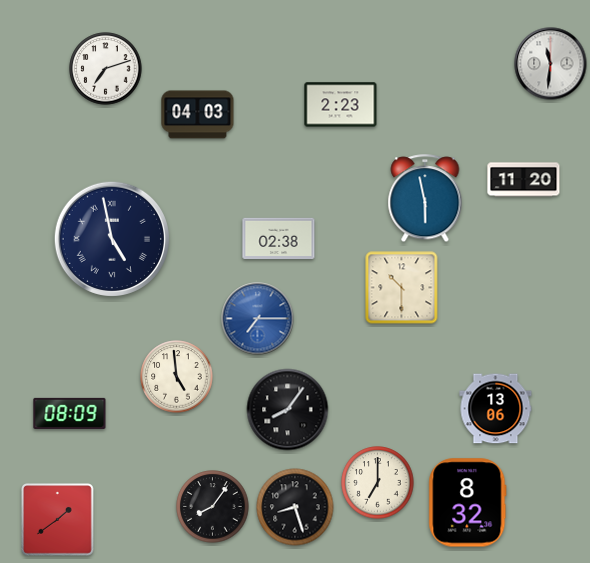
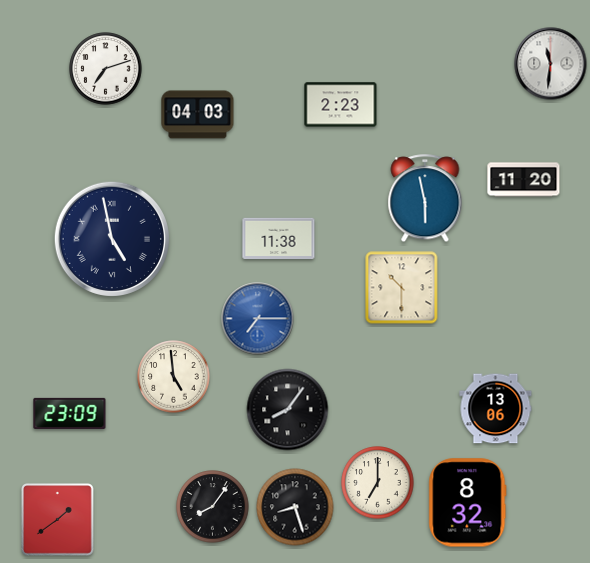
clock at (279, 239): 02:38 -> 11:38
clock at (177, 377) position: (177, 377) -> (174, 377)
clock at (70, 413): 08:09 -> 23:09
